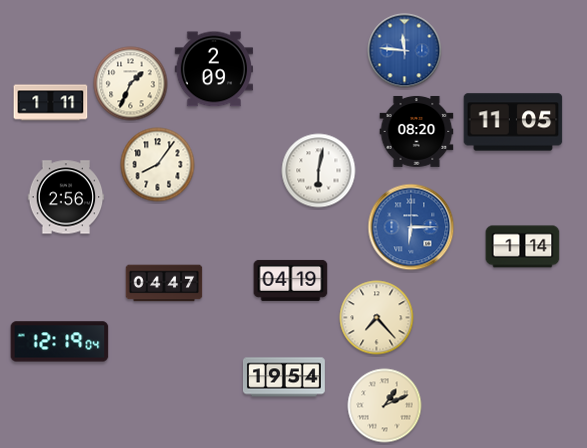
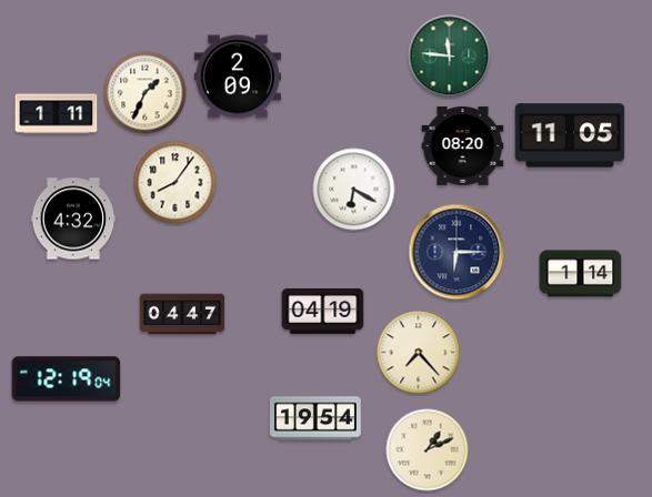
clock at (405, 51) dial: blue -> green
clock at (319, 171): 6:02 -> 6:20
clock at (66, 197): 2:56 -> 4:32
clock at (411, 227) dial: blue -> navy
